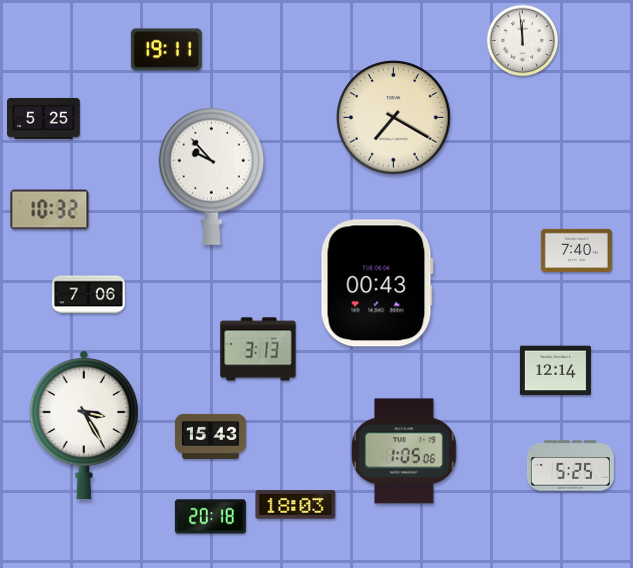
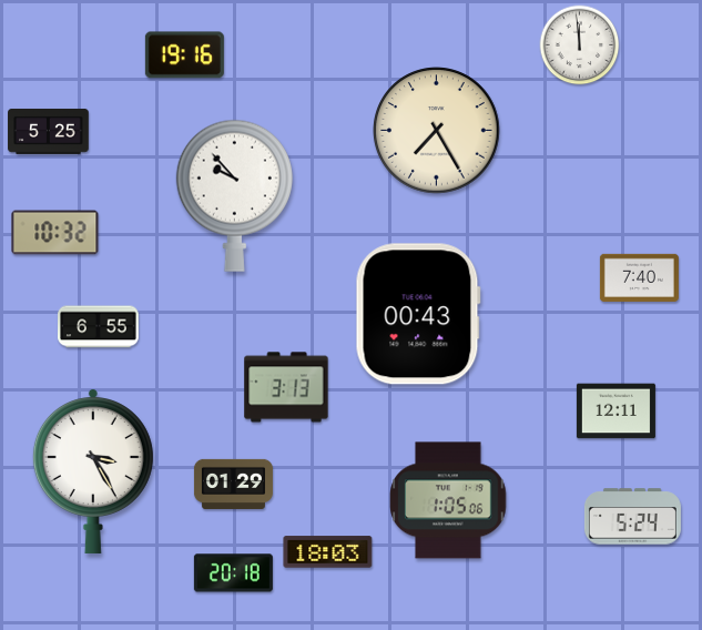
clock at (166, 50): 19:11 -> 19:16
clock at (394, 118): 7:20 -> 7:25
clock at (89, 295): 7:06 -> 6:55
clock at (555, 371): 12:14 -> 12:11
clock at (210, 436): 15:43 -> 01:29
clock at (570, 466): 5:25 -> 5:24
clock at (296, 505) position: (296, 505) -> (328, 552)
